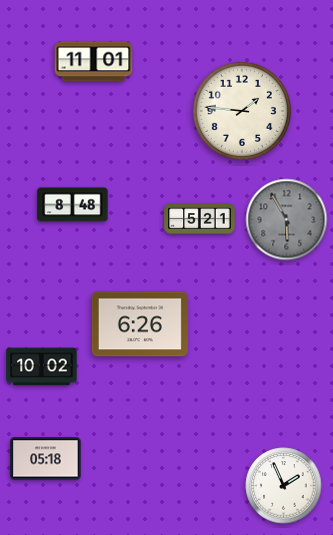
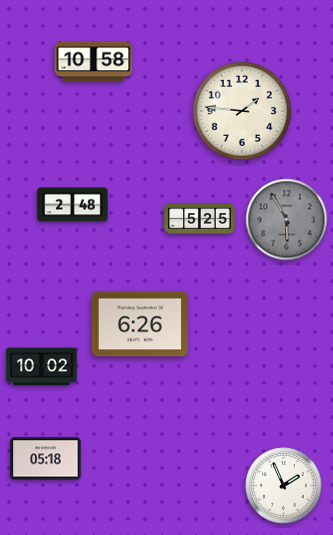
clock at (94, 62): 11:01 -> 10:58
clock at (73, 205): 8:48 -> 2:48
clock at (200, 219): 5:21 -> 5:25
